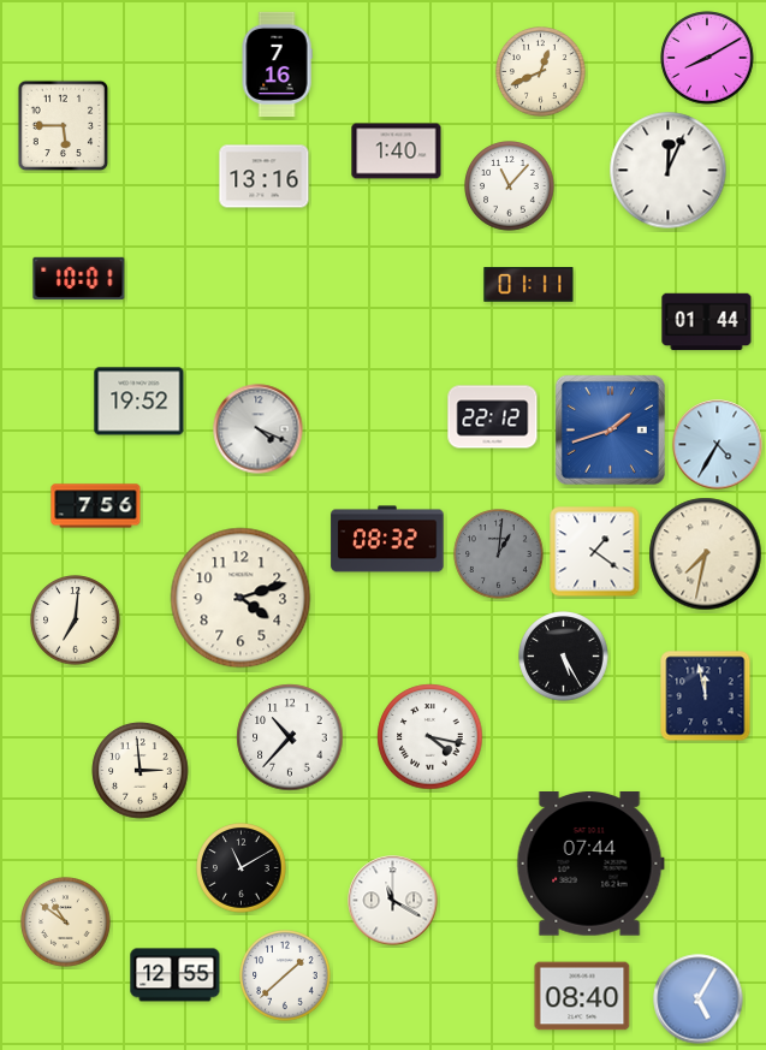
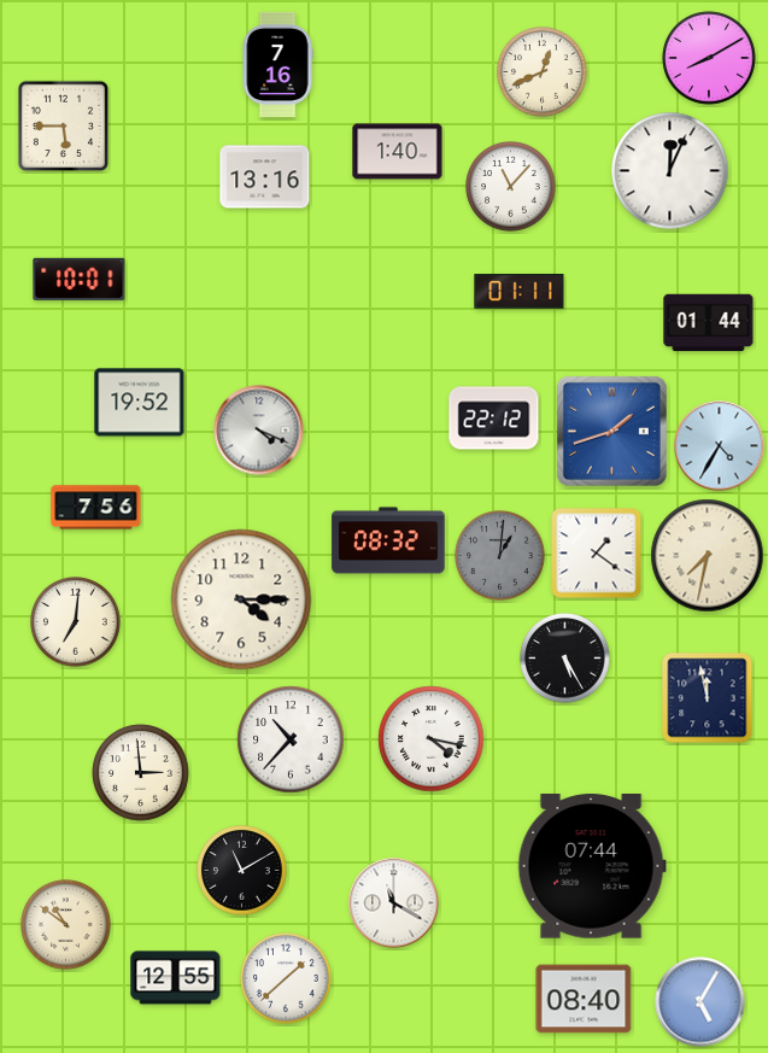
clock at (529, 285) position: (529, 285) -> (520, 292)
clock at (241, 598): 4:12 -> 4:15
